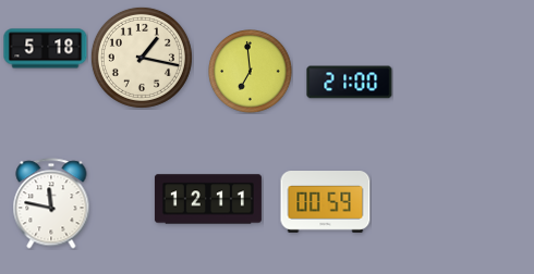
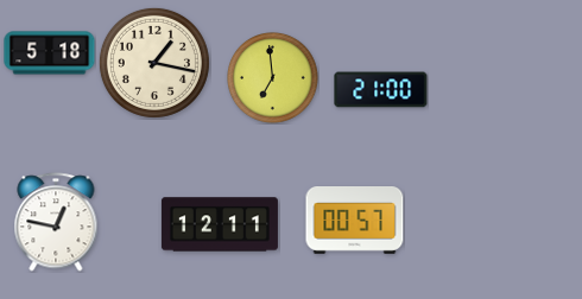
clock at (208, 199) position: (208, 199) -> (220, 224)
clock at (326, 202): 00:59 -> 00:57
clock at (51, 203): 11:47 -> 12:47
